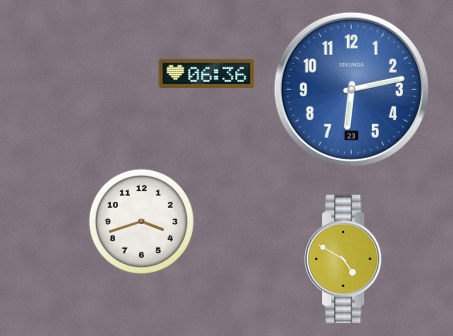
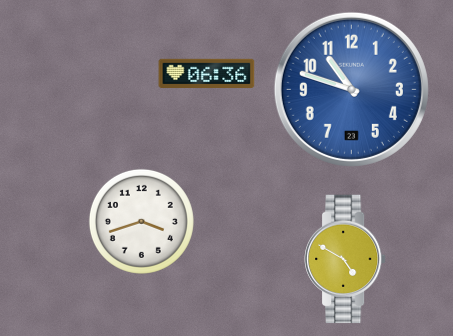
clock at (351, 89): 6:13 -> 10:48
